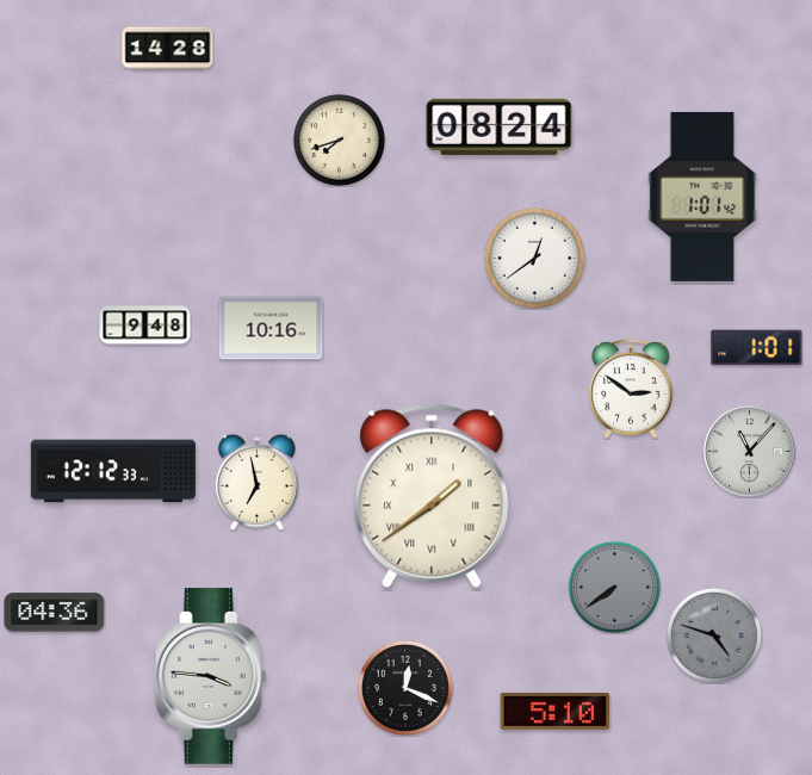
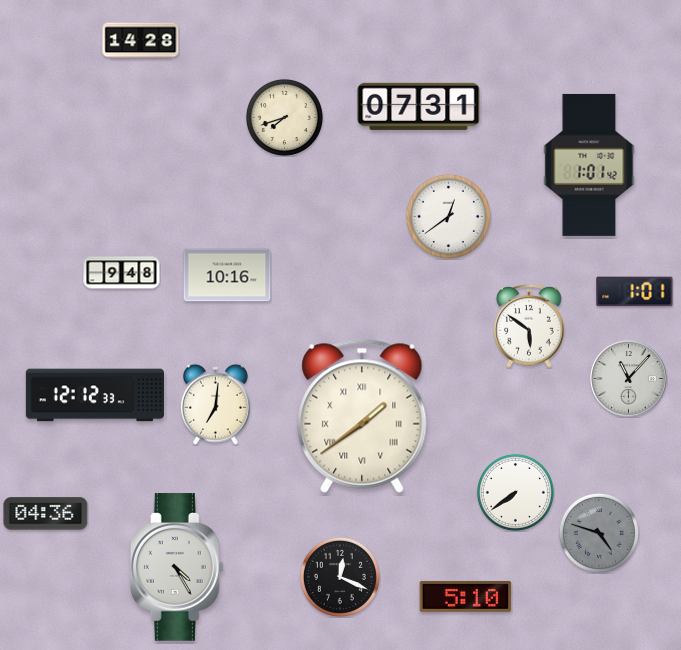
clock at (500, 126): 08:24 -> 07:31
clock at (631, 390): 2:51 -> 5:51
clock at (256, 482): 6:58 -> 7:01
clock at (614, 587) dial: grey -> white
clock at (211, 676): 3:46 -> 4:25
